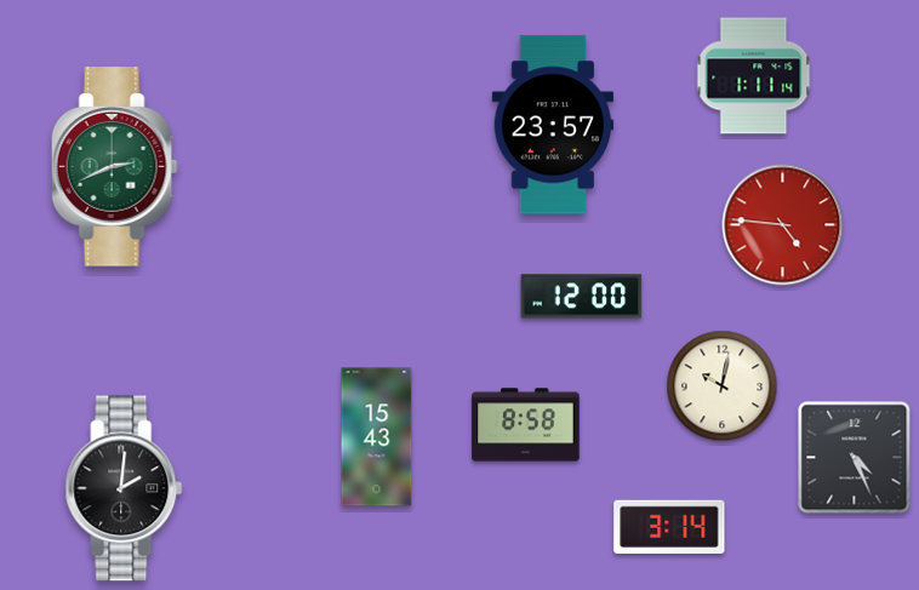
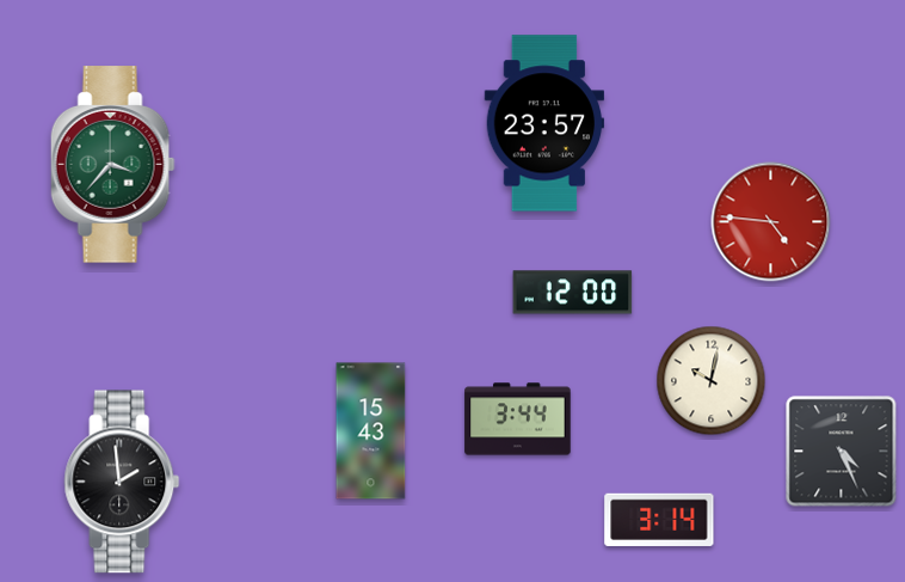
clock at (754, 76): 1:11 -> none
clock at (114, 167): 2:41 -> 3:37
clock at (526, 425): 8:58 -> 3:44
clock at (124, 488): 2:01 -> 1:59
